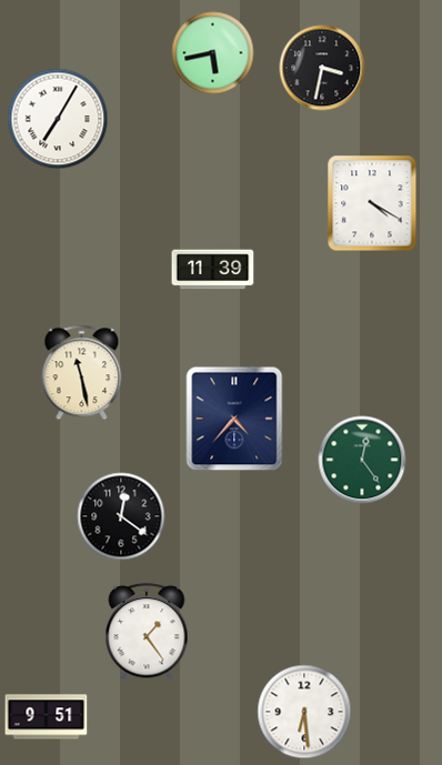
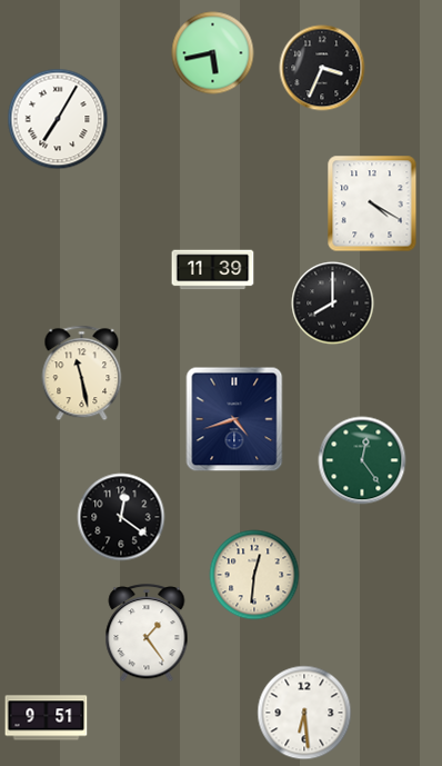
clock at (322, 68): 3:32 -> 3:34
clock at (333, 304): none -> 8:00
clock at (234, 419): 4:37 -> 4:42
clock at (254, 575): none -> 12:31
